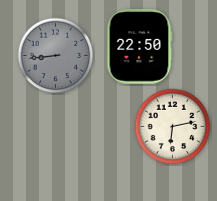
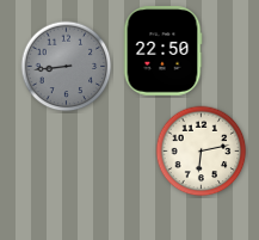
clock at (139, 47) position: (139, 47) -> (162, 51)
clock at (173, 127) position: (173, 127) -> (202, 152)
